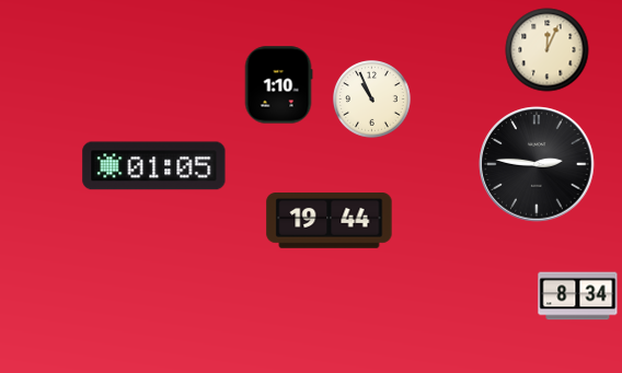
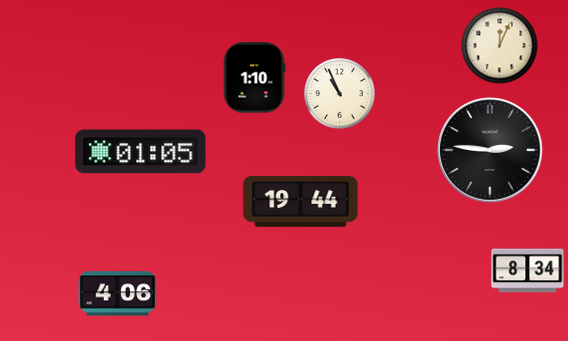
clock at (372, 100) position: (372, 100) -> (340, 94)
clock at (118, 294): none -> 4:06
